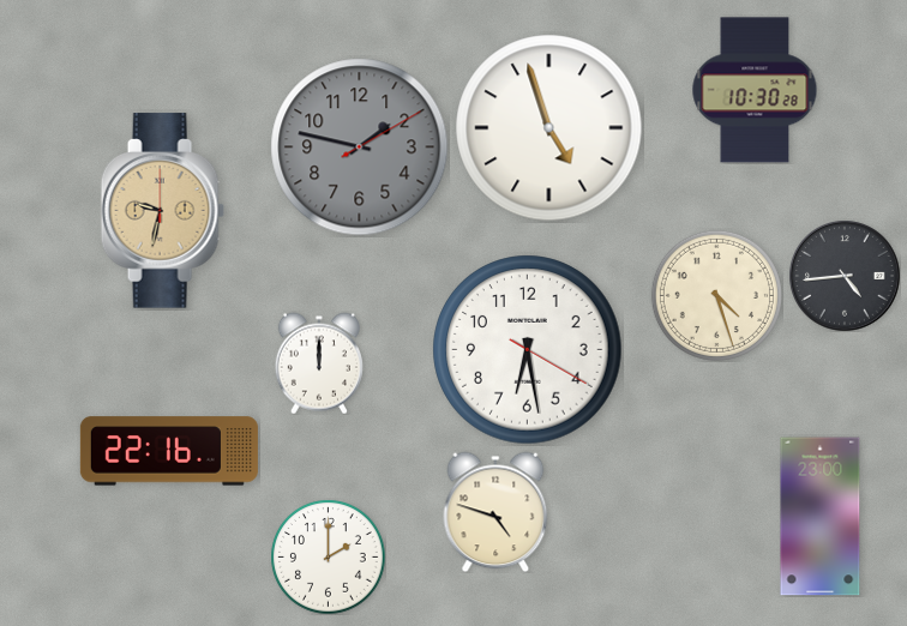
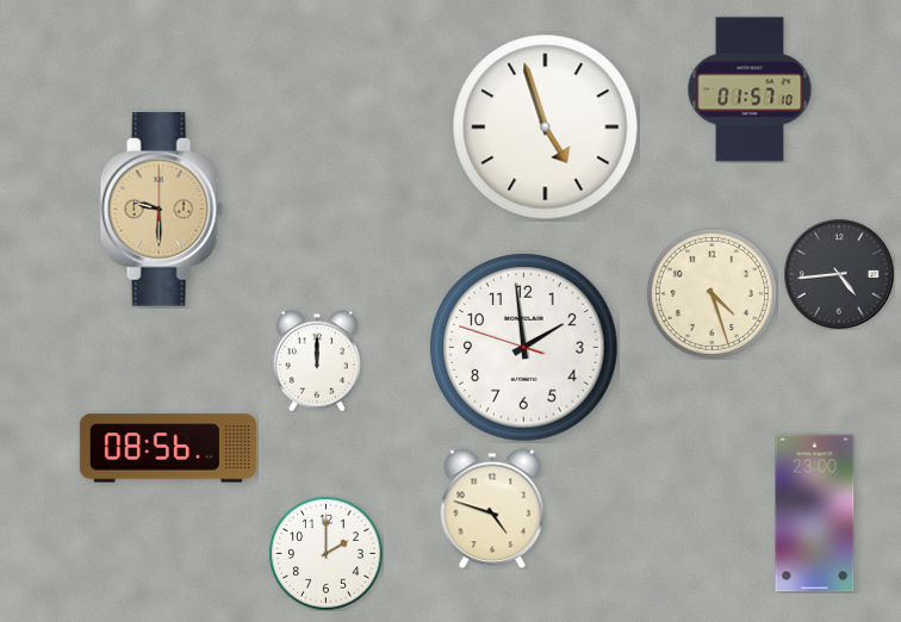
clock at (755, 90): 10:30 -> 01:57
clock at (360, 148): 1:47 -> none
clock at (162, 211): 9:32 -> 9:30
clock at (528, 350): 6:28 -> 1:58
clock at (169, 451): 22:16 -> 08:56
